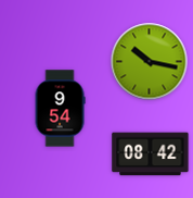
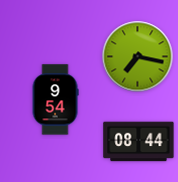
clock at (150, 62): 10:17 -> 7:17
clock at (151, 154): 08:42 -> 08:44
